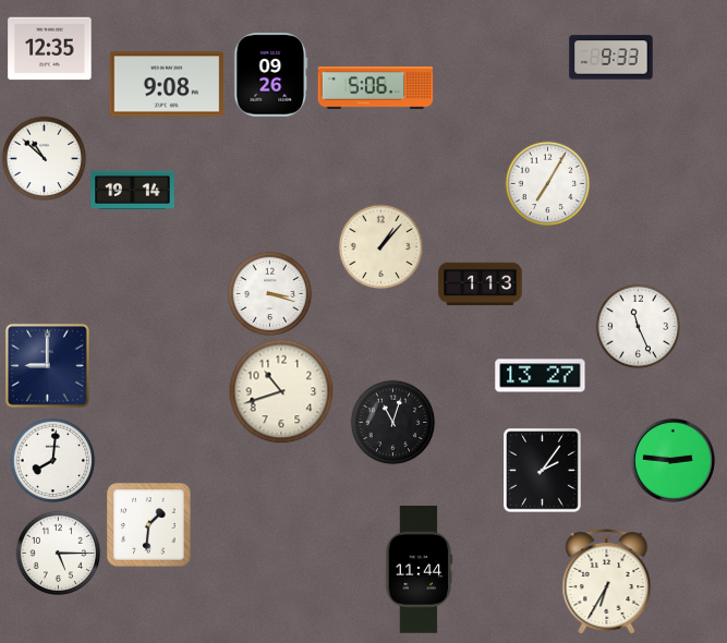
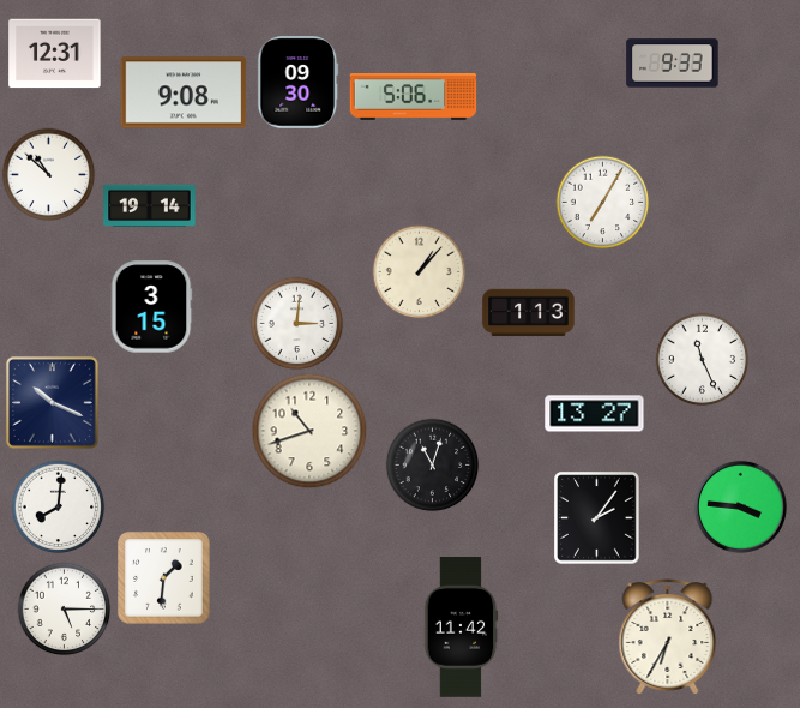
clock at (50, 49): 12:35 -> 12:31
clock at (271, 75): 09:26 -> 09:30
clock at (133, 190) position: (133, 190) -> (150, 205)
clock at (151, 307): none -> 3:15
clock at (269, 293): 3:18 -> 3:01
clock at (47, 365): 9:00 -> 10:19
clock at (673, 460): 2:46 -> 3:46
clock at (420, 570): 11:44 -> 11:42
clock at (607, 582) position: (607, 582) -> (668, 637)
